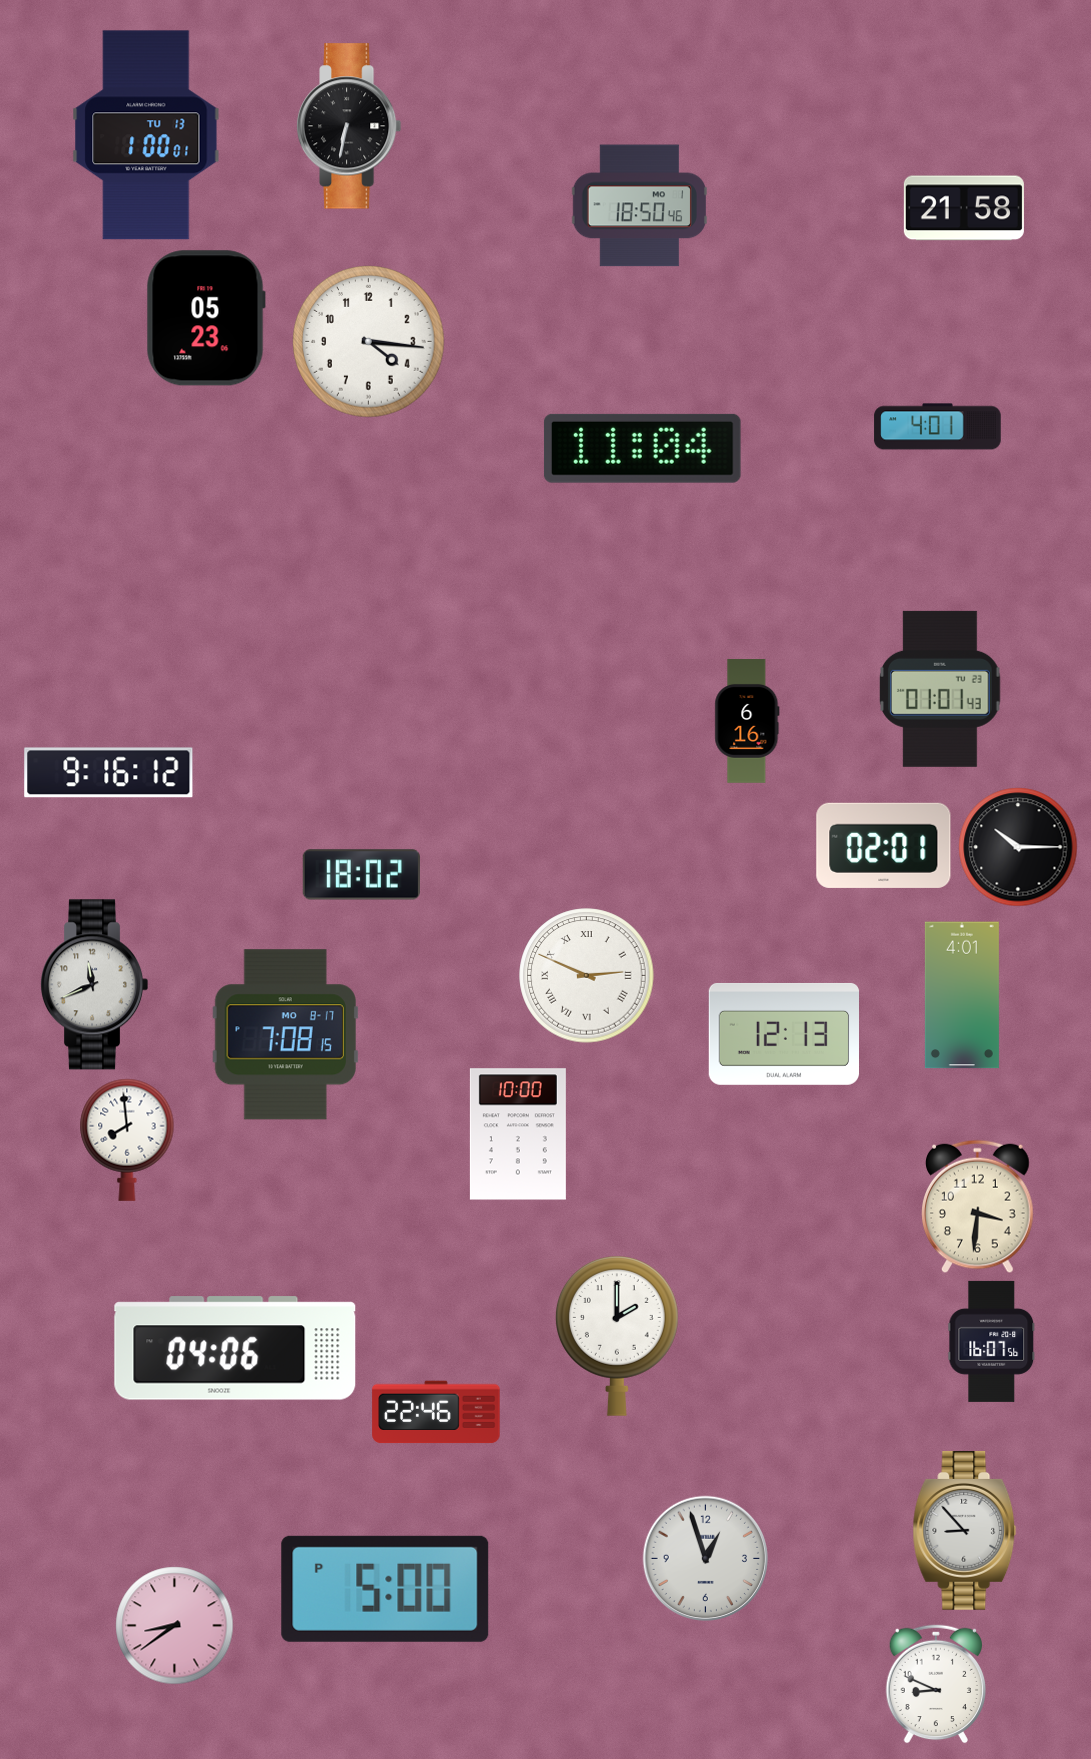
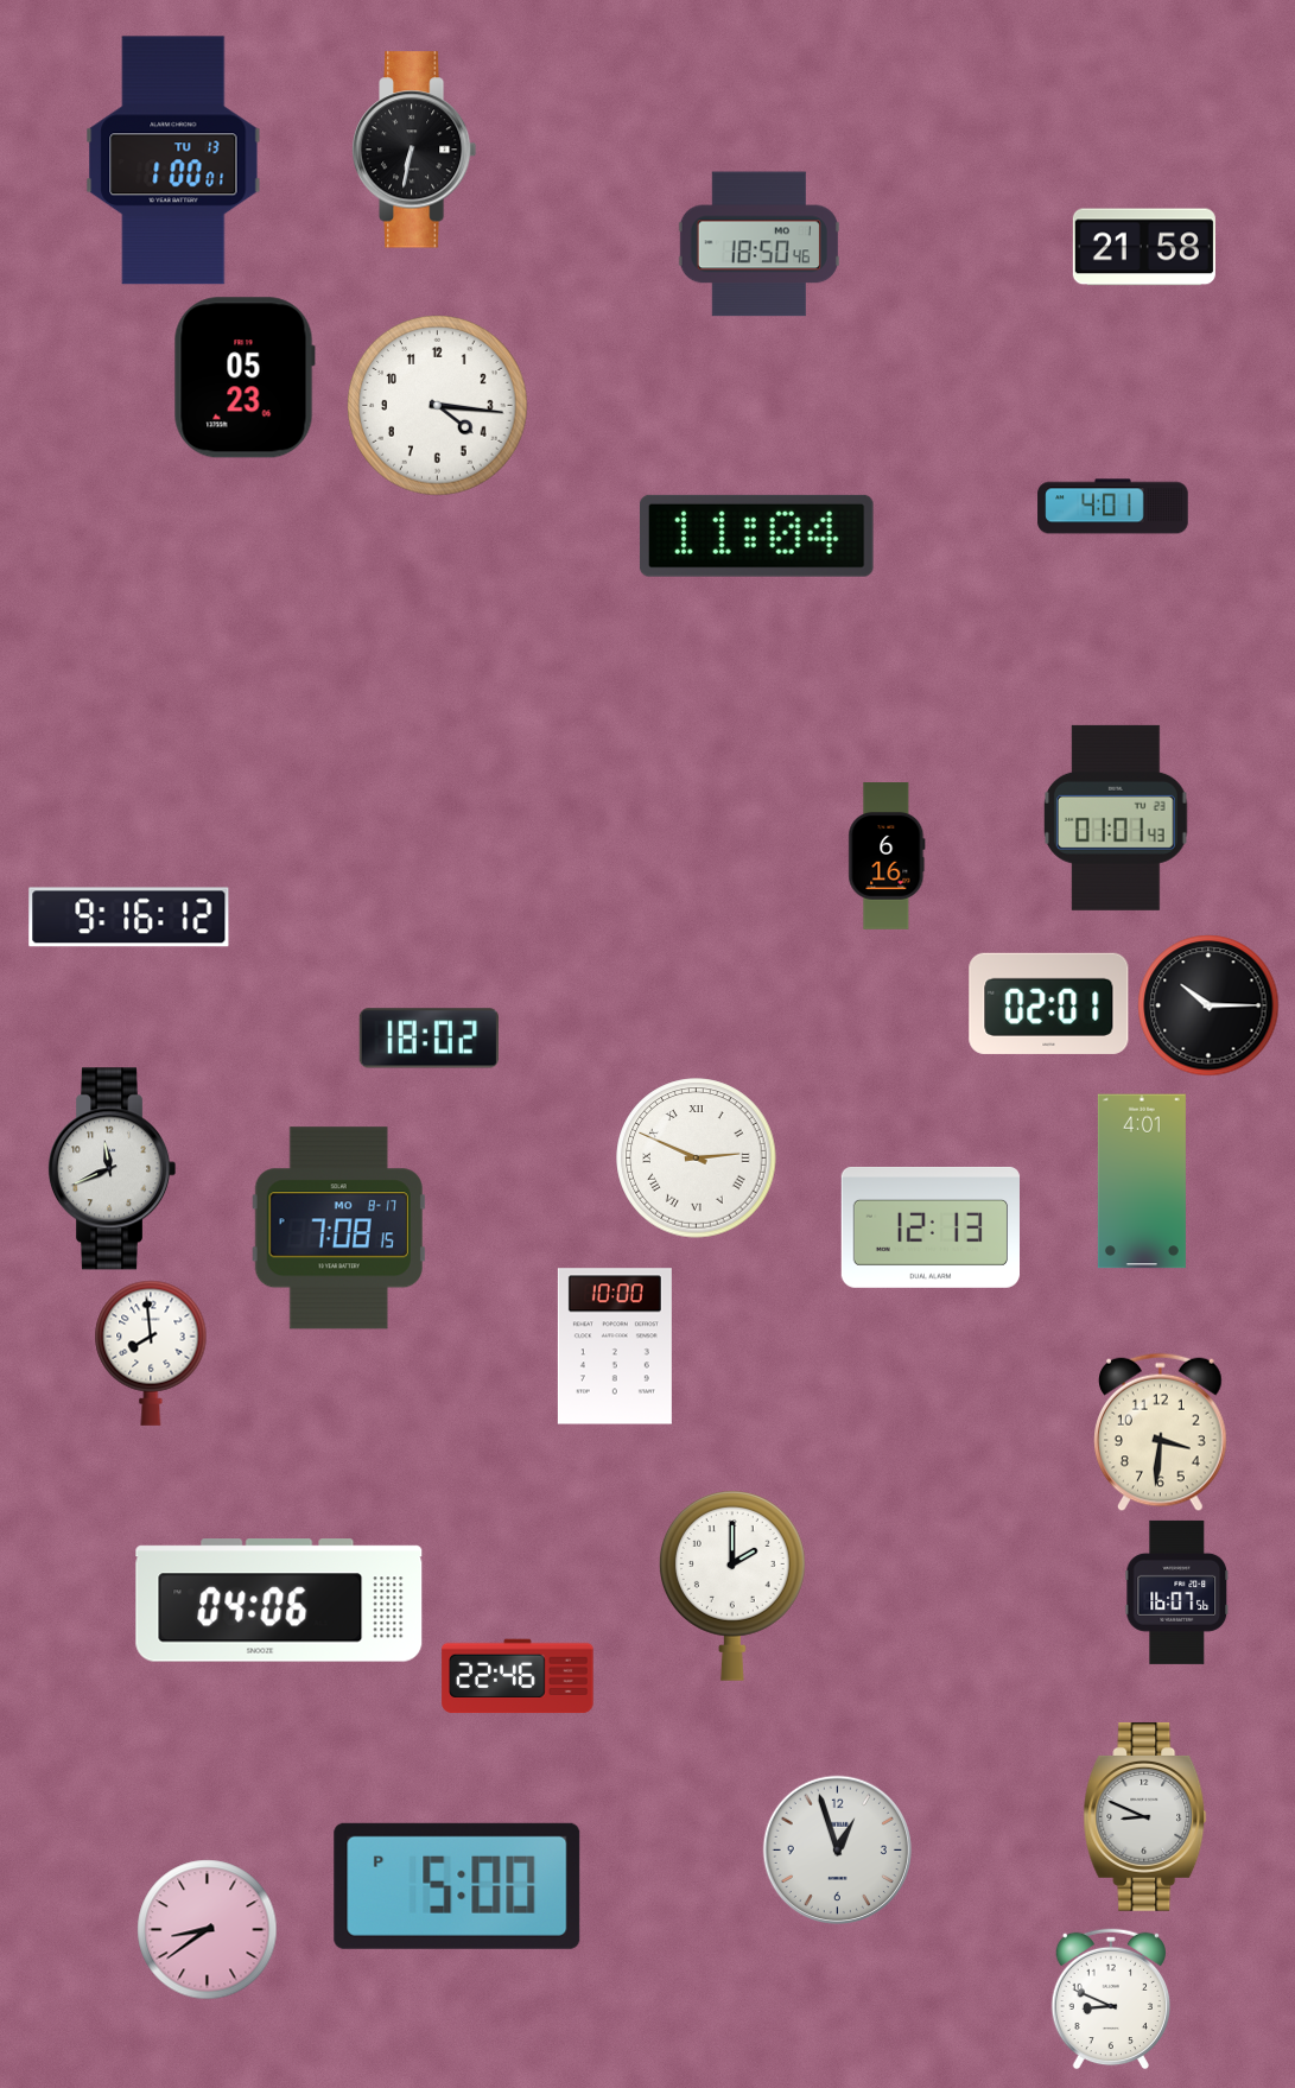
clock at (642, 448) position: (642, 448) -> (756, 535)
clock at (965, 1530): 8:53 -> 8:49
